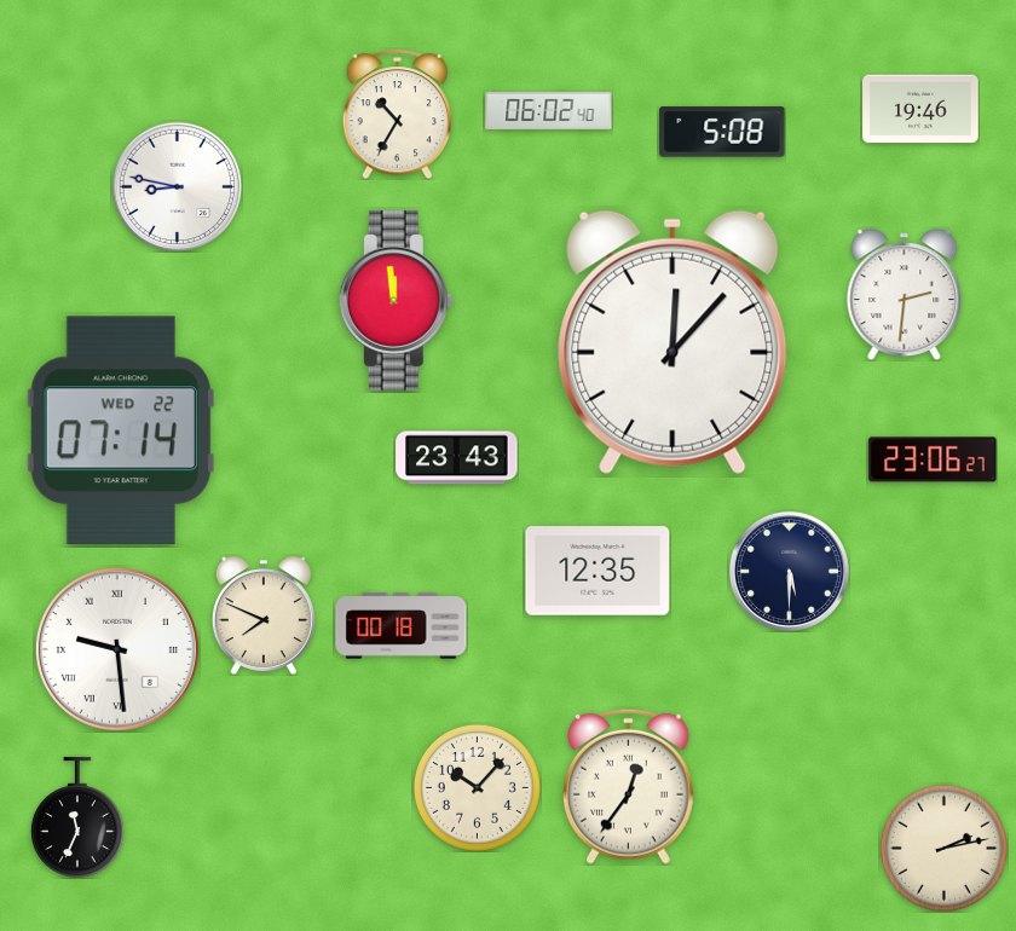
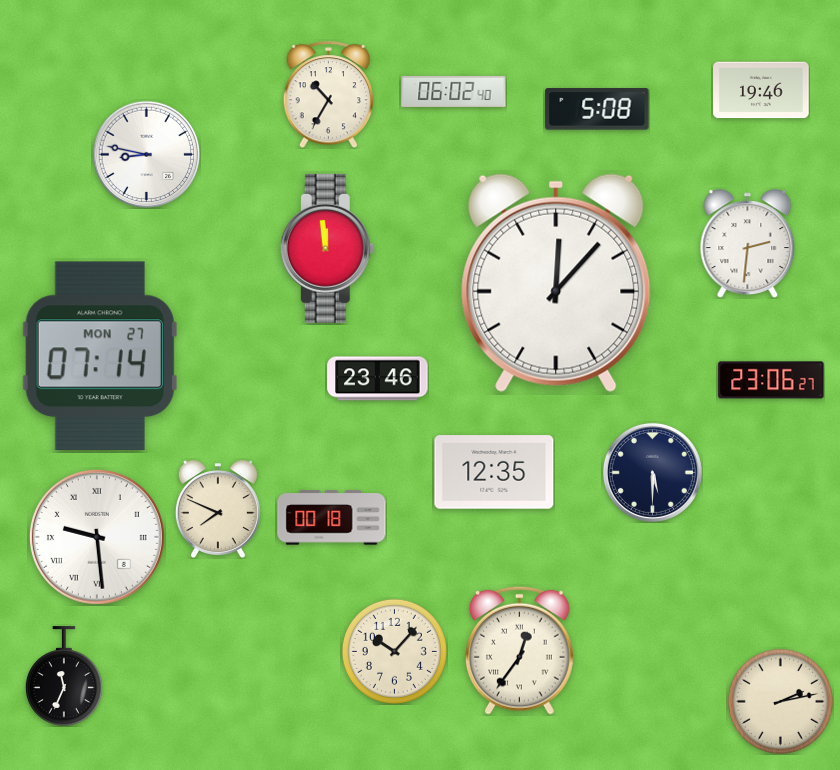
clock at (121, 430) date: WED 22 -> MON 27
clock at (457, 458): 23:43 -> 23:46
